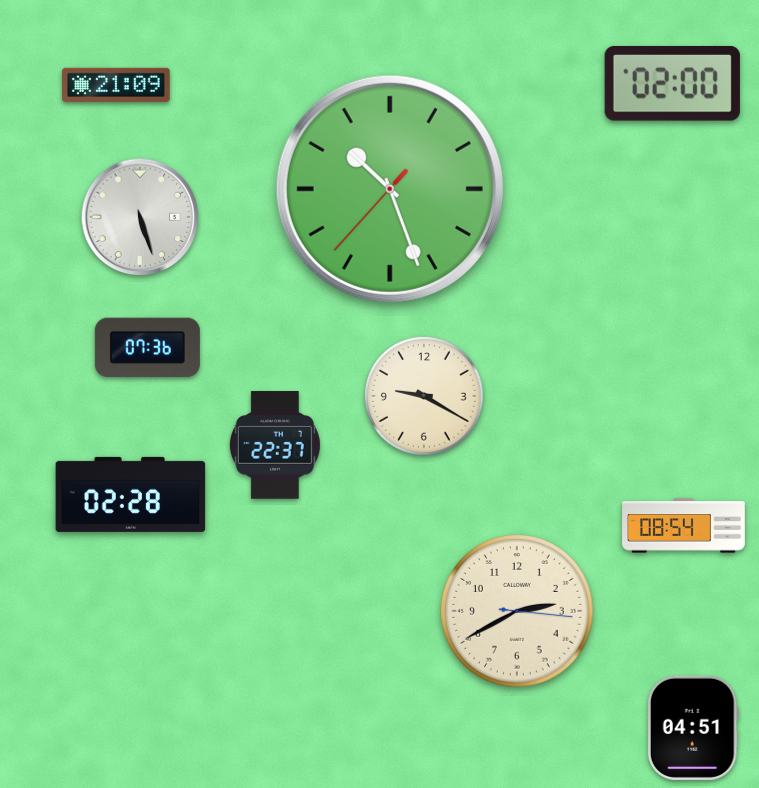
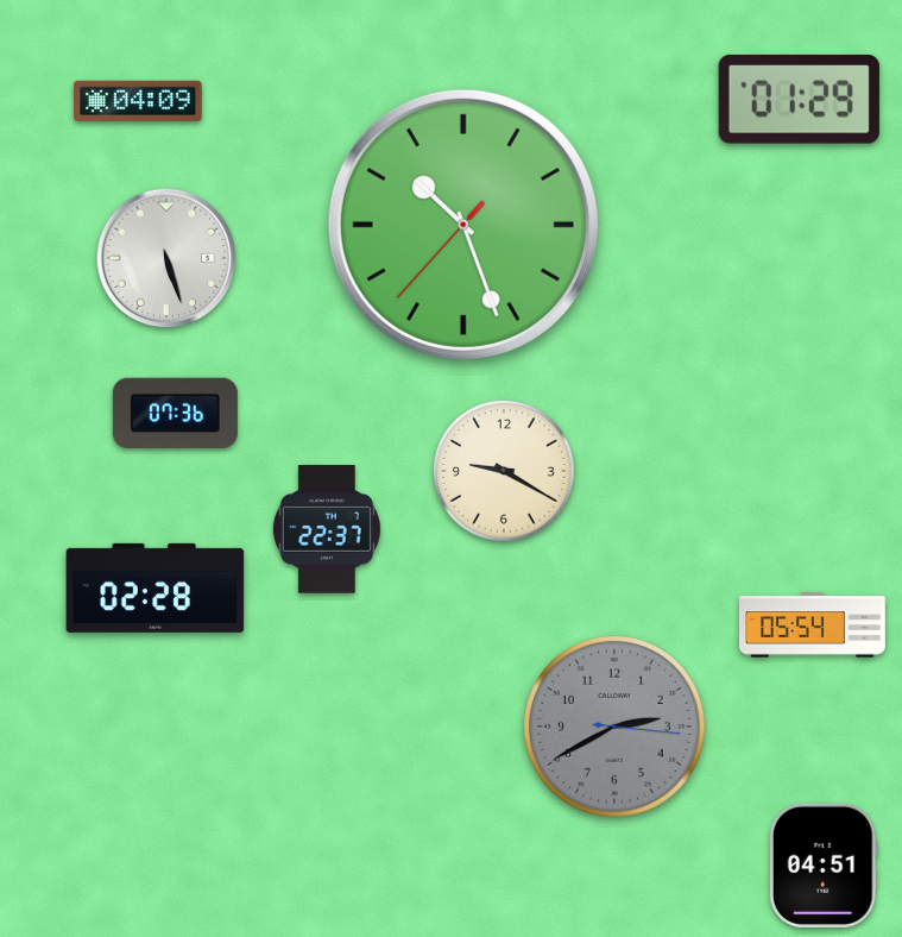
clock at (672, 84): 02:00 -> 01:29
clock at (116, 85): 21:09 -> 04:09
clock at (684, 526): 08:54 -> 05:54
clock at (517, 611) dial: cream -> grey
